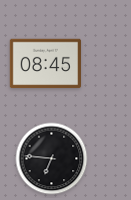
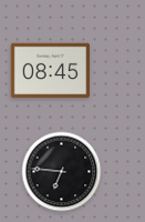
clock at (52, 159) position: (52, 159) -> (62, 172)
